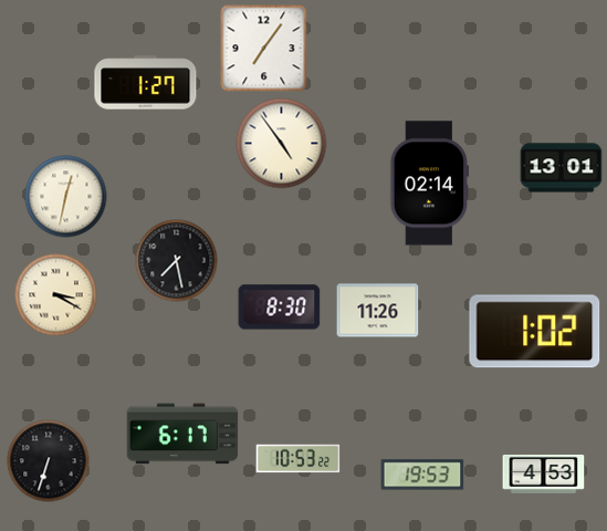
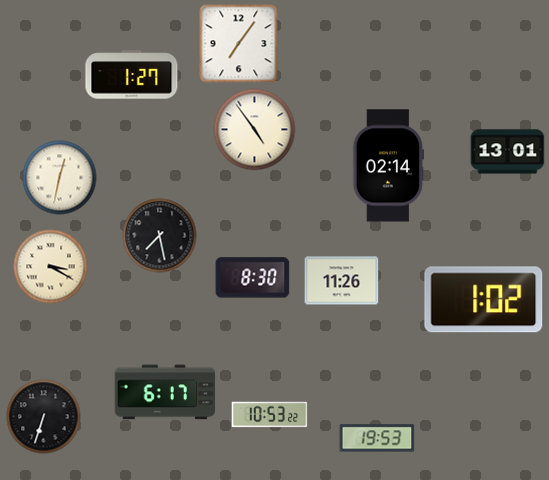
clock at (544, 473): 4:53 -> none
clock at (422, 475) position: (422, 475) -> (377, 438)
